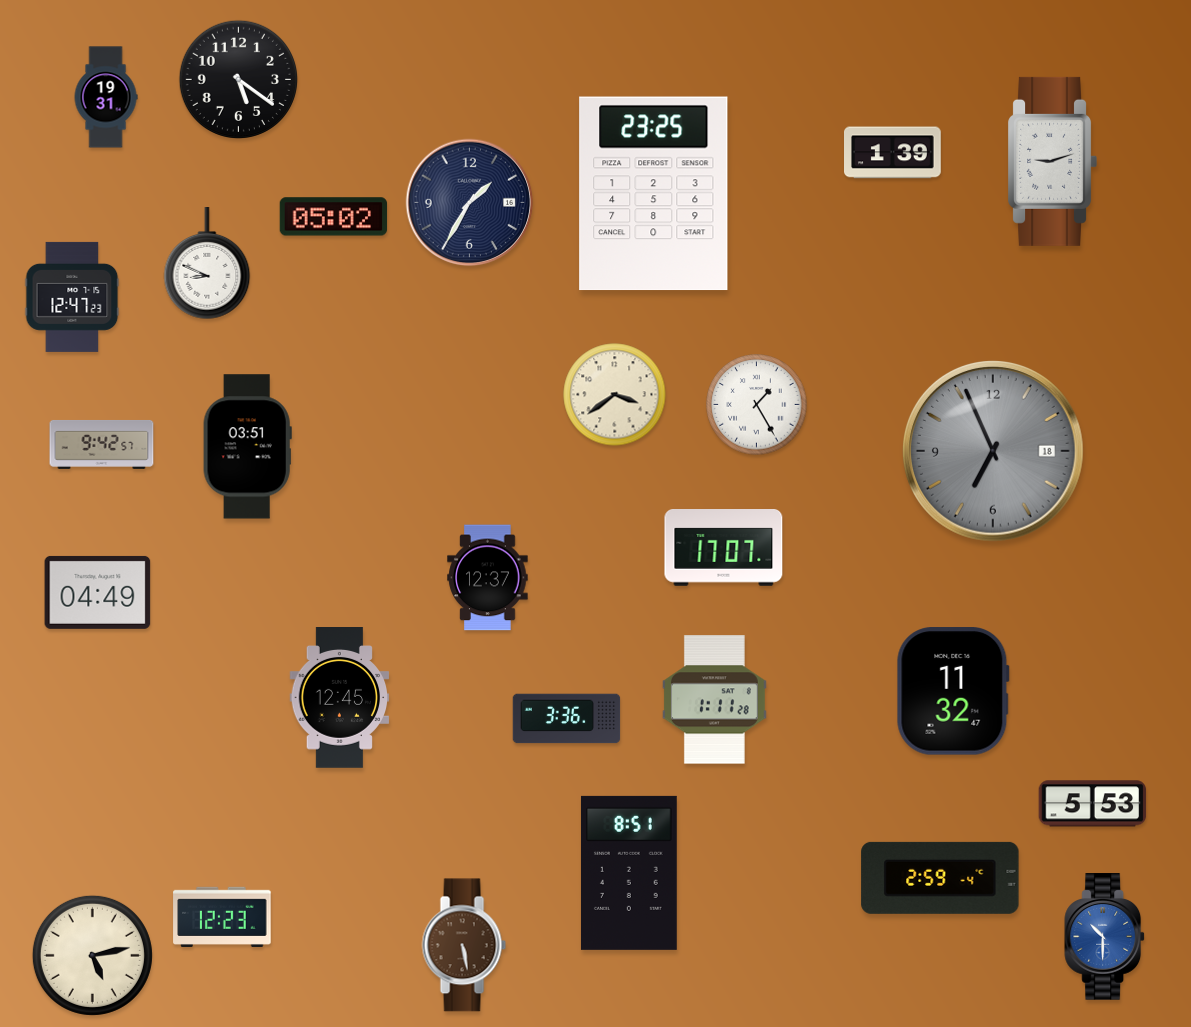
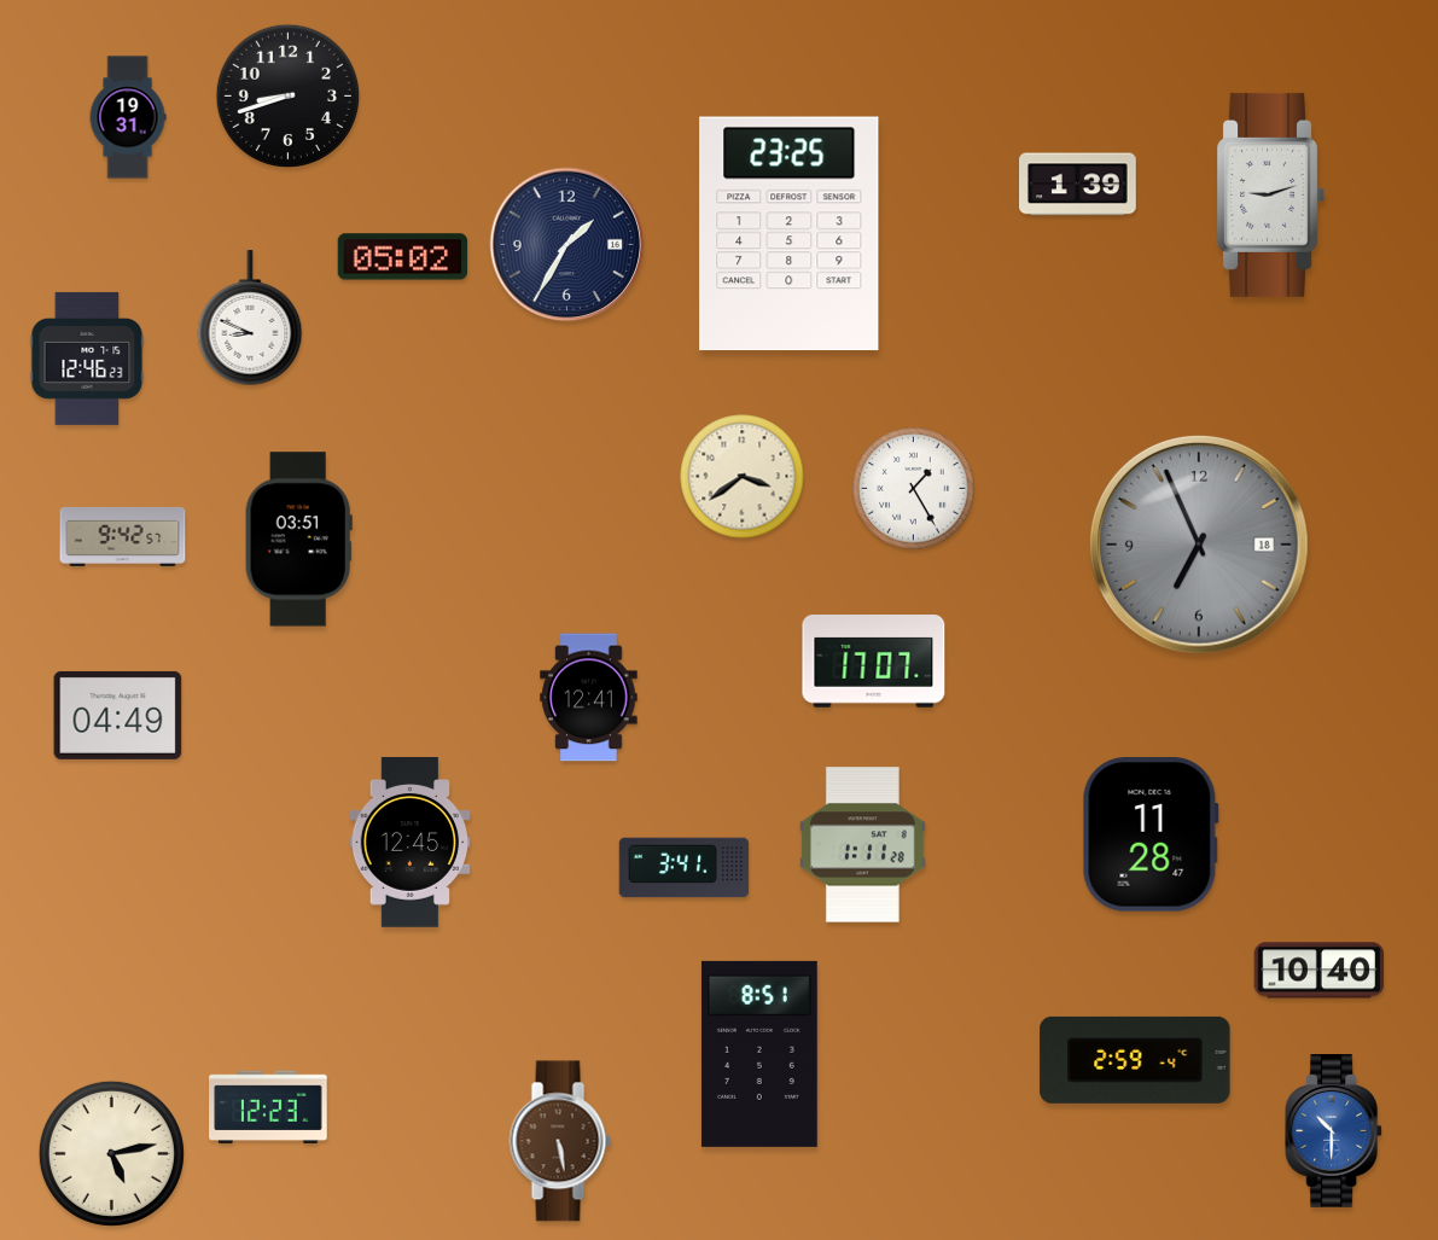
clock at (238, 79): 5:21 -> 8:42
clock at (334, 217) position: (334, 217) -> (403, 257)
clock at (72, 297): 12:47 -> 12:46
clock at (488, 578): 12:37 -> 12:41
clock at (953, 691): 11:32 -> 11:28
clock at (567, 719): 3:36 -> 3:41
clock at (1093, 804): 5:53 -> 10:40
